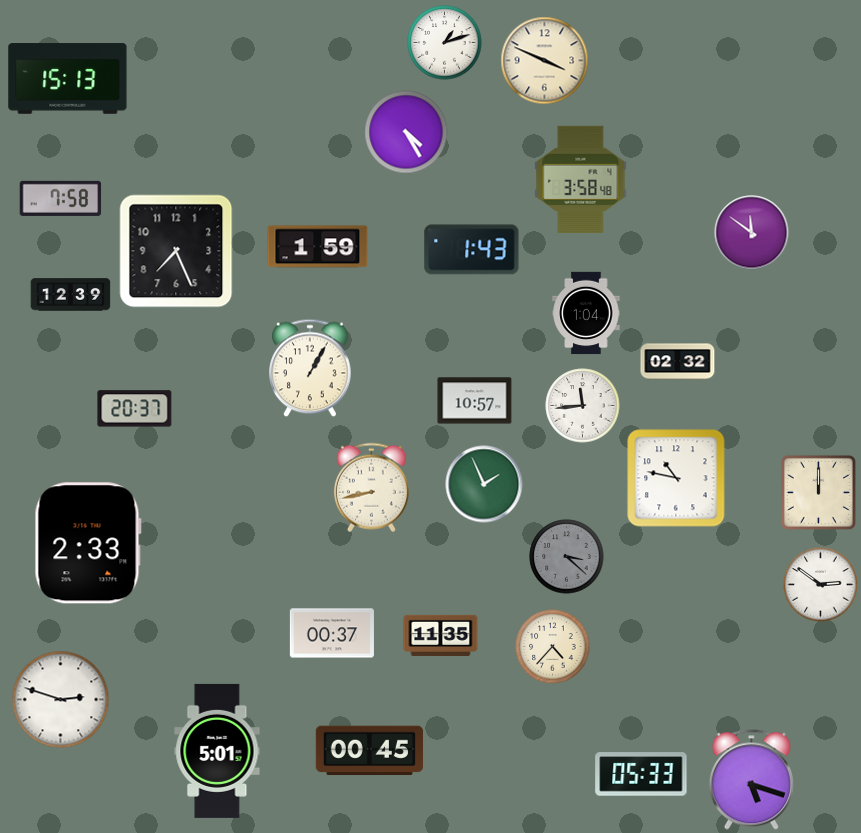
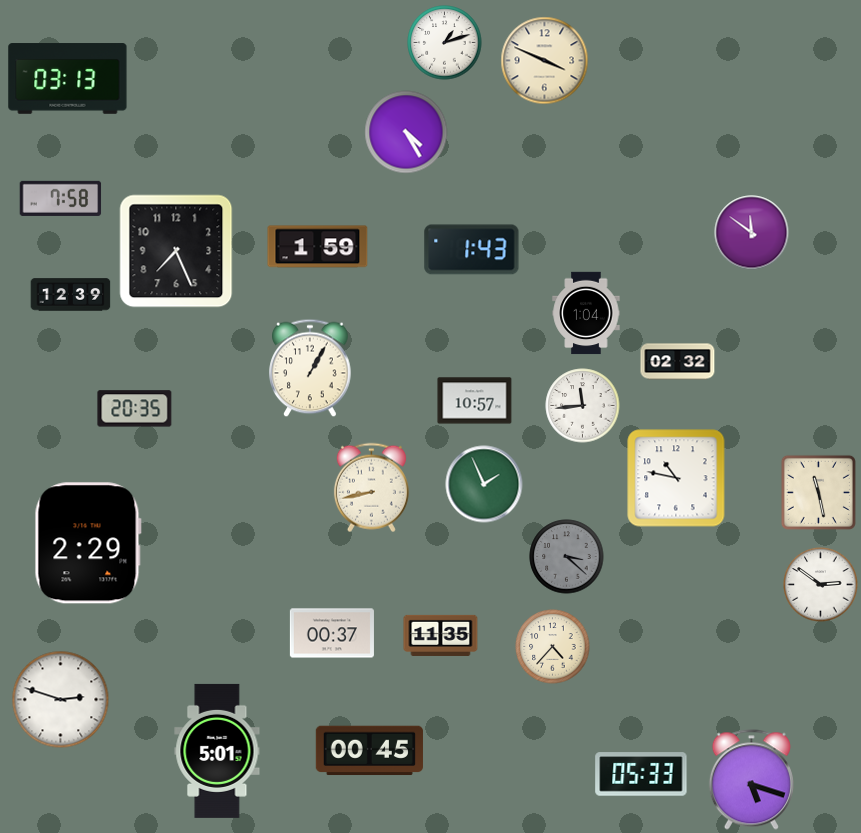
clock at (68, 79): 15:13 -> 03:13
clock at (581, 179): 3:58 -> none
clock at (135, 409): 20:37 -> 20:35
clock at (818, 492): 12:00 -> 11:28
clock at (88, 543): 2:33 -> 2:29
